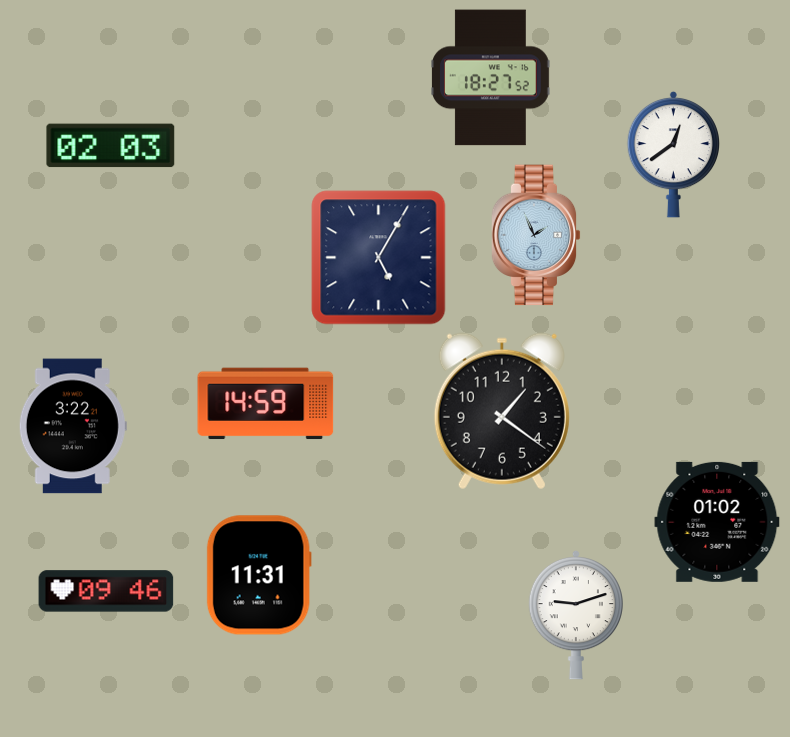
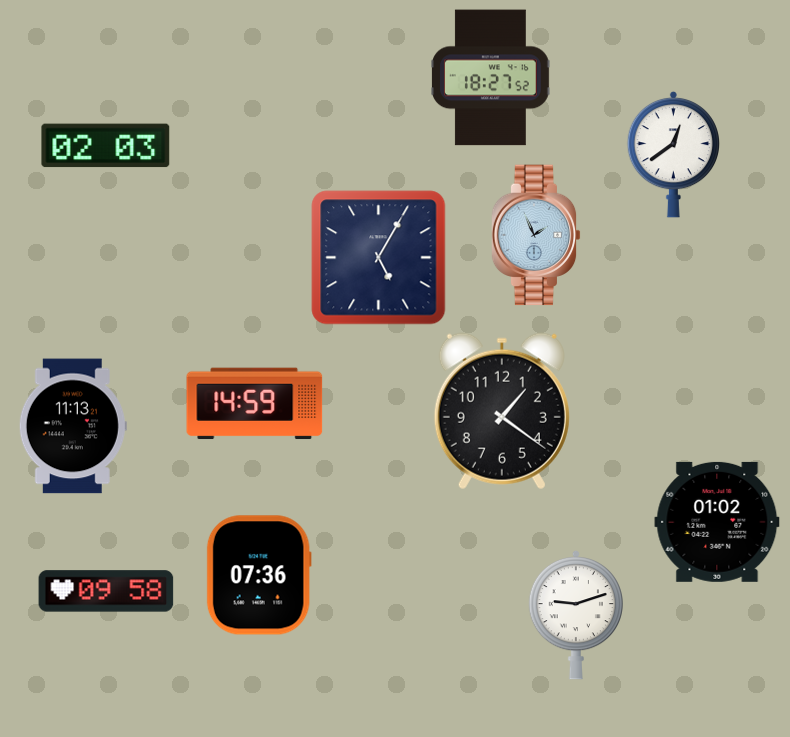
clock at (111, 146) position: (111, 146) -> (106, 146)
clock at (266, 404) position: (266, 404) -> (255, 404)
clock at (73, 426): 3:22 -> 11:13
clock at (259, 575): 11:31 -> 07:36
clock at (106, 591): 09:46 -> 09:58
